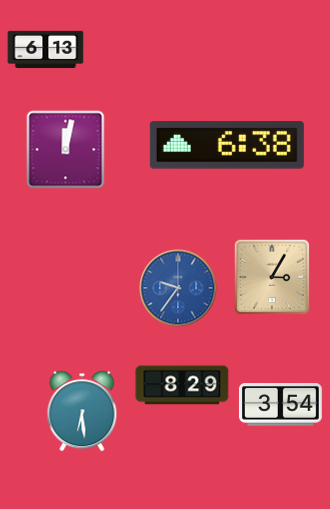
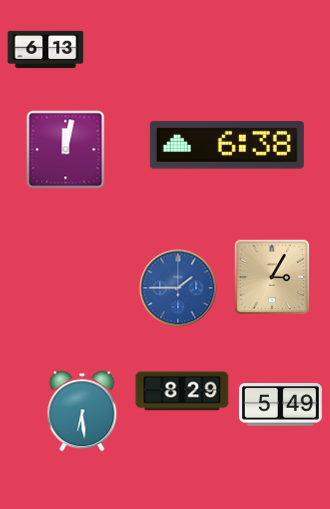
clock at (178, 288): 9:36 -> 1:45
clock at (182, 385) position: (182, 385) -> (182, 391)
clock at (280, 405): 3:54 -> 5:49
